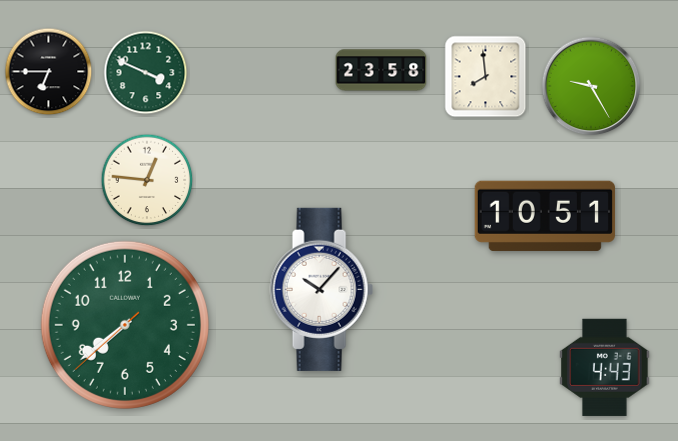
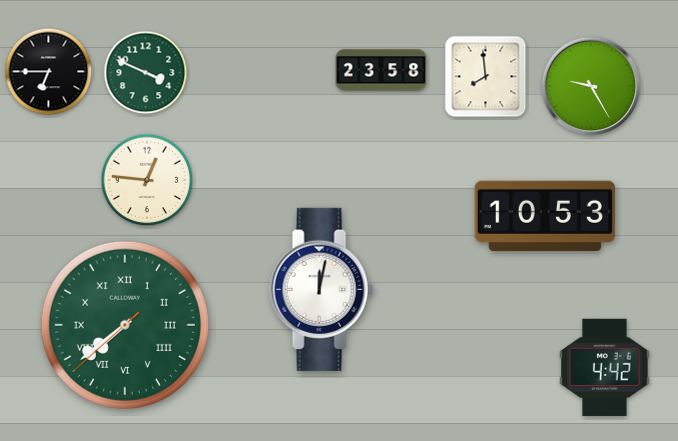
clock at (545, 215): 10:51 -> 10:53
clock at (321, 289): 10:07 -> 12:02
clock at (125, 325) numerals: Arabic -> Roman
clock at (605, 367): 4:43 -> 4:42
